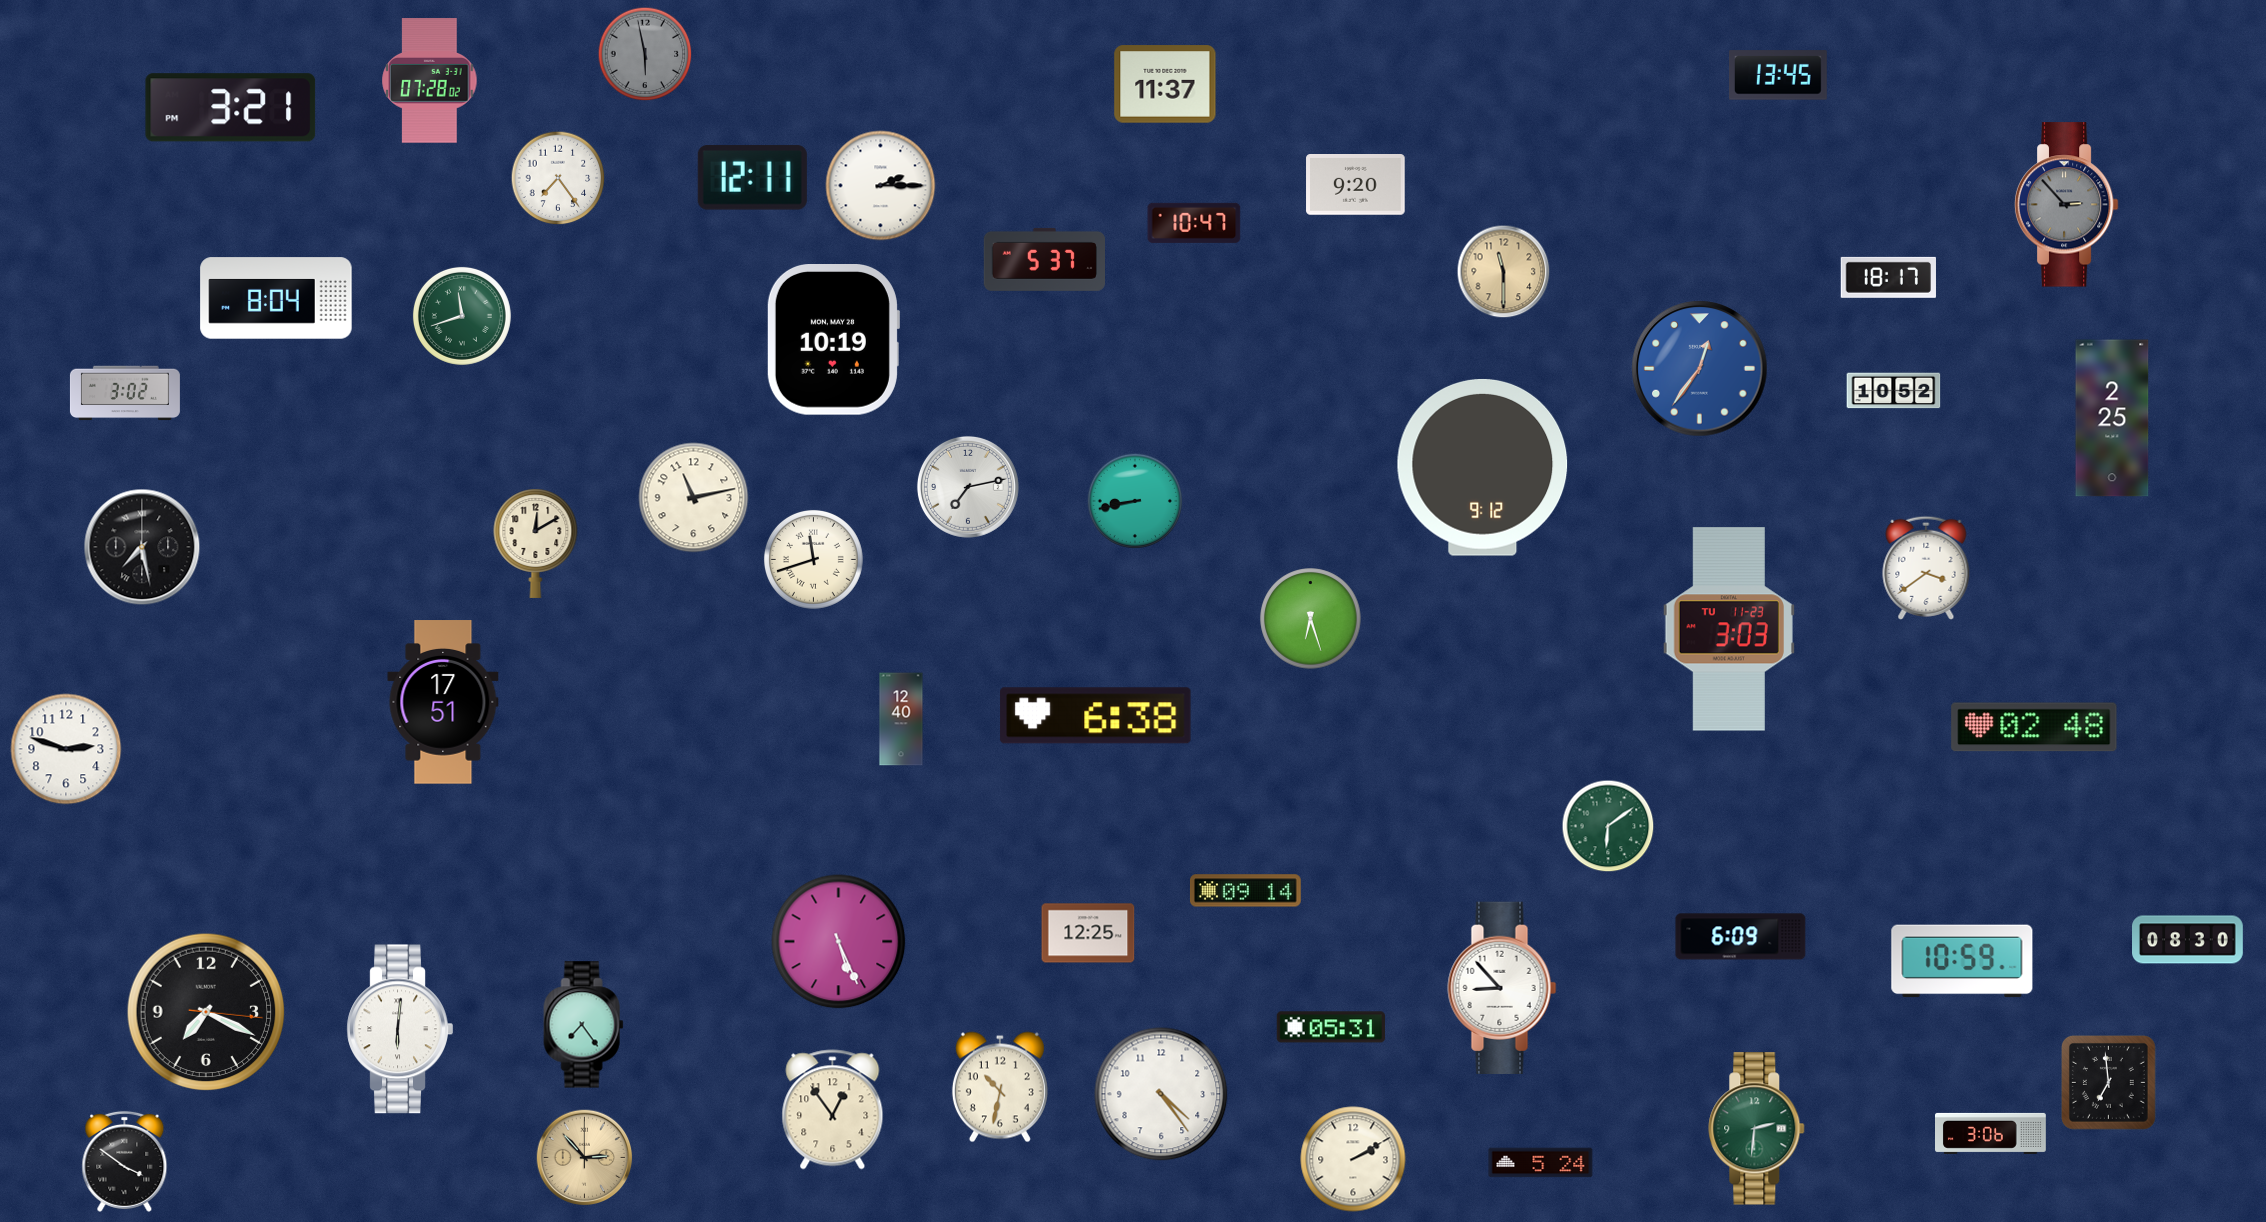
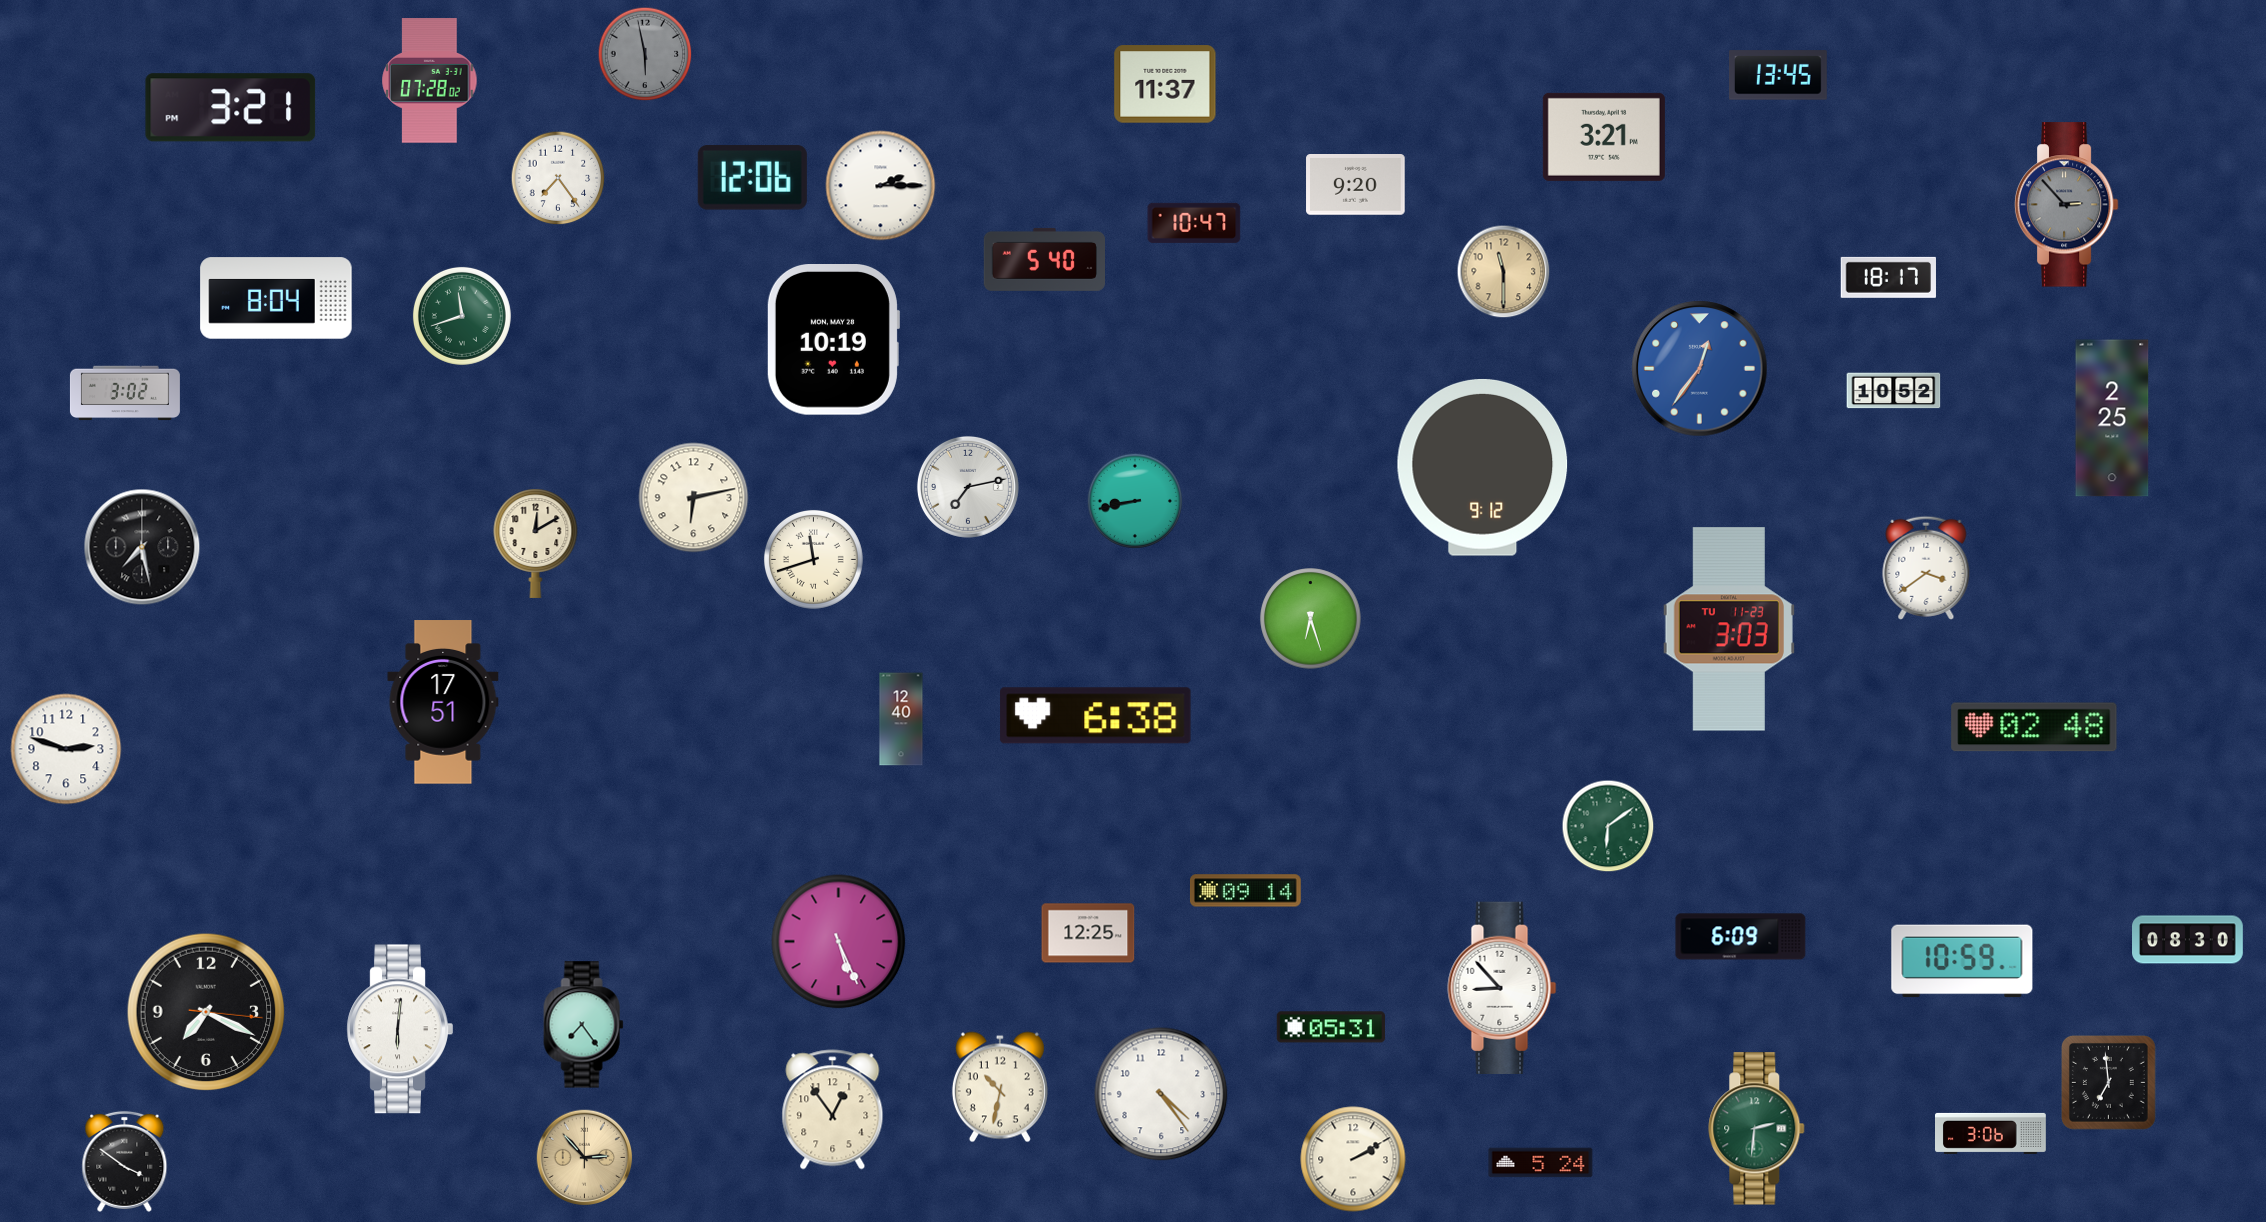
clock at (1604, 137): none -> 3:21
clock at (752, 178): 12:11 -> 12:06
clock at (1044, 259): 5:37 -> 5:40
clock at (694, 498): 11:13 -> 6:13
